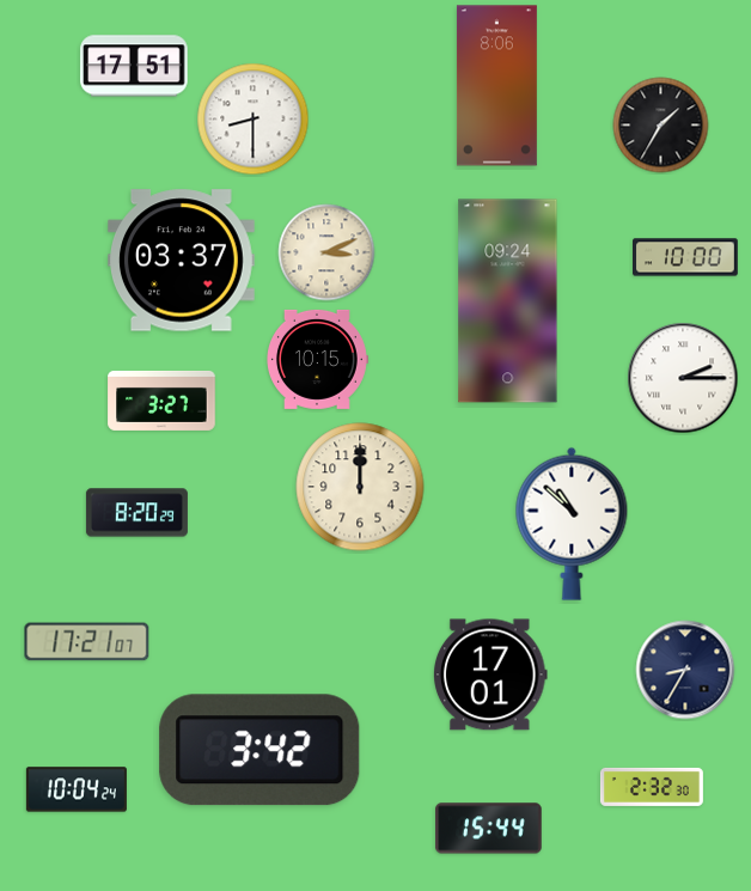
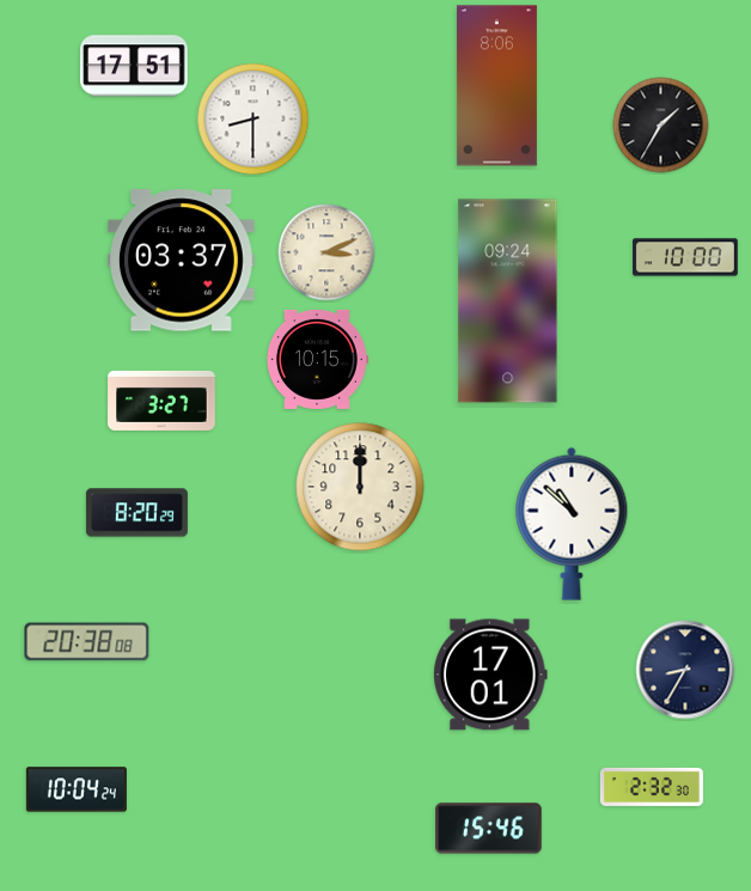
clock at (683, 378): 2:15 -> none
clock at (87, 642): 17:21 -> 20:38
clock at (260, 750): 3:42 -> none
clock at (489, 829): 15:44 -> 15:46
